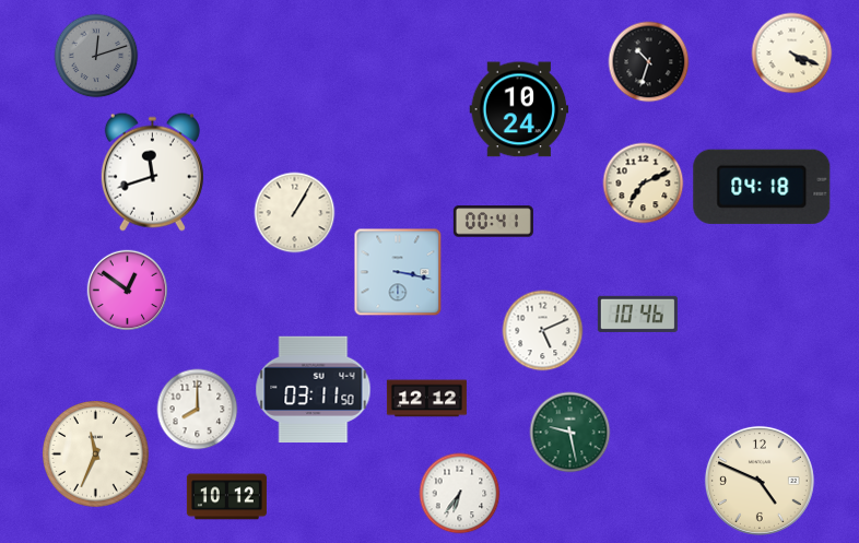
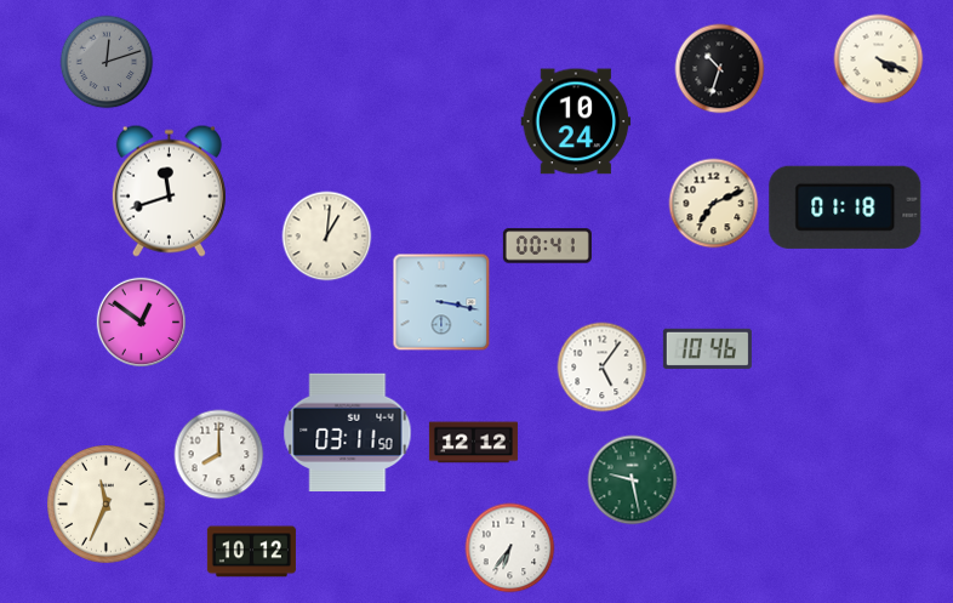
clock at (762, 187): 04:18 -> 01:18
clock at (295, 213): 1:05 -> 1:01
clock at (543, 331): 5:11 -> 5:06
clock at (760, 481): 4:49 -> none
